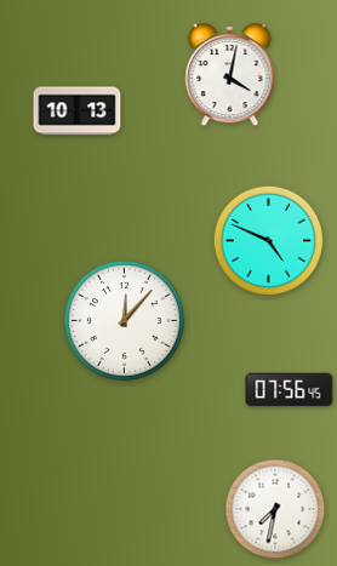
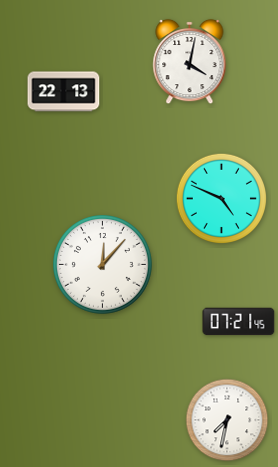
clock at (78, 112): 10:13 -> 22:13
clock at (290, 390): 07:56 -> 07:21
